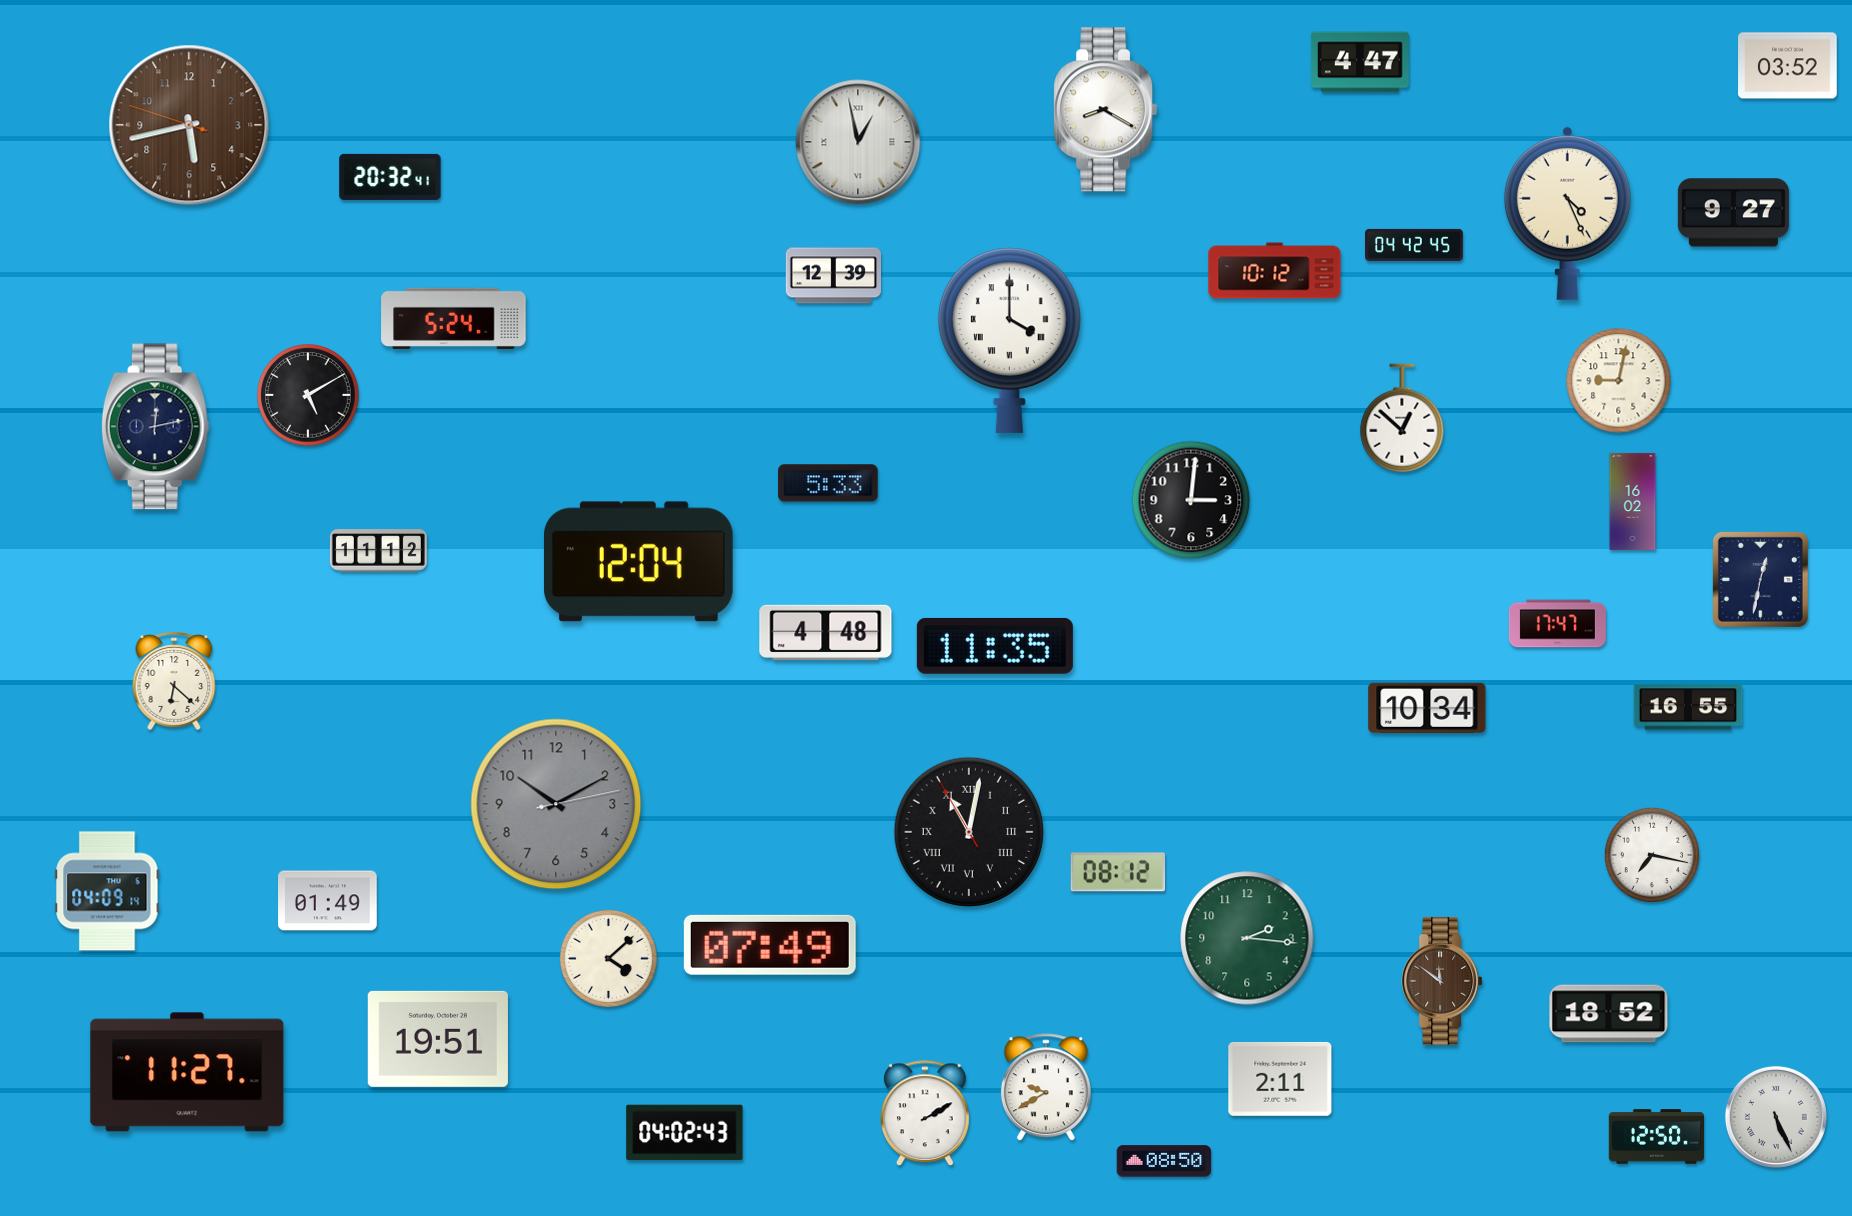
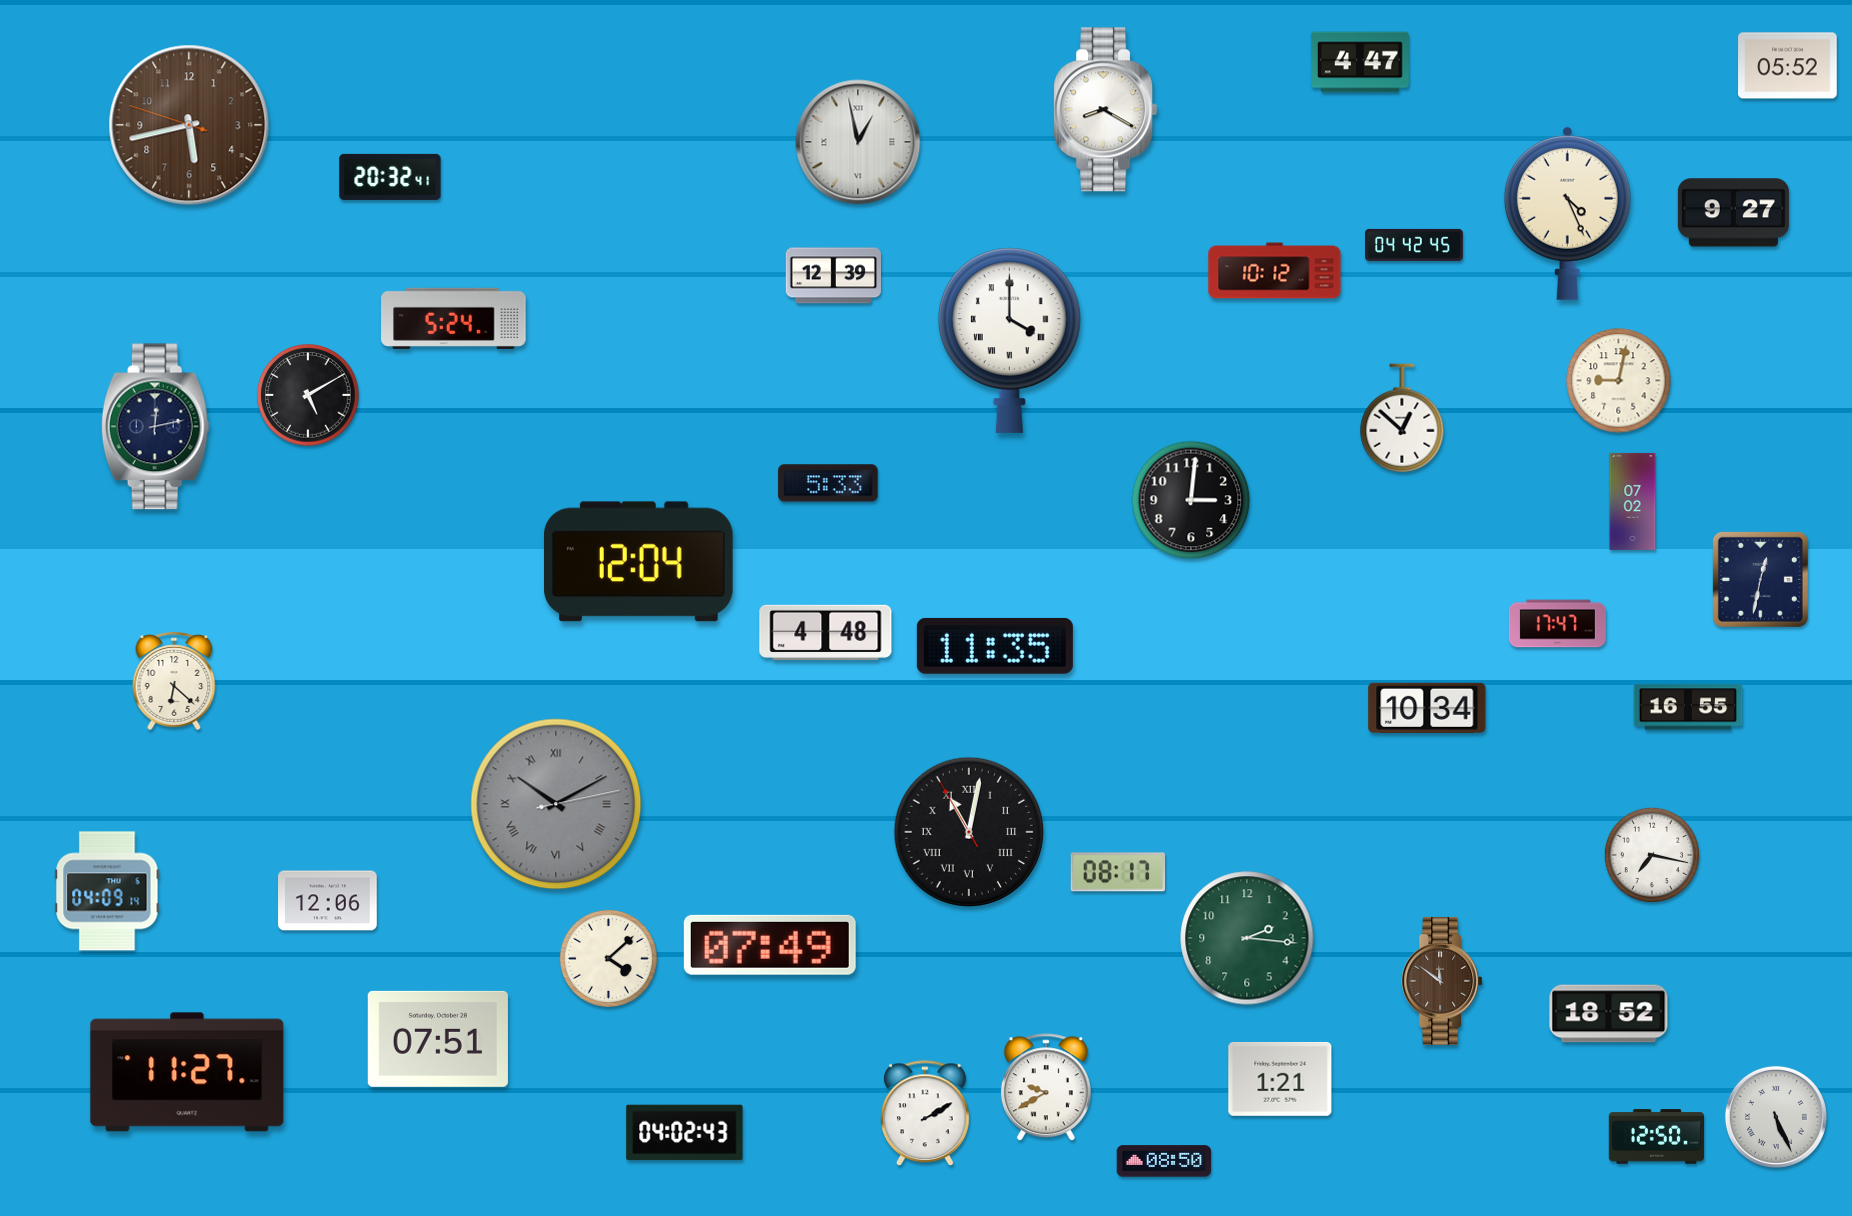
clock at (1788, 66): 03:52 -> 05:52
clock at (1633, 501): 16:02 -> 07:02
clock at (378, 551): 11:12 -> none
clock at (556, 804) numerals: Arabic -> Roman
clock at (1118, 872): 08:12 -> 08:17
clock at (328, 901): 01:49 -> 12:06
clock at (438, 1039): 19:51 -> 07:51
clock at (1280, 1079): 2:11 -> 1:21
